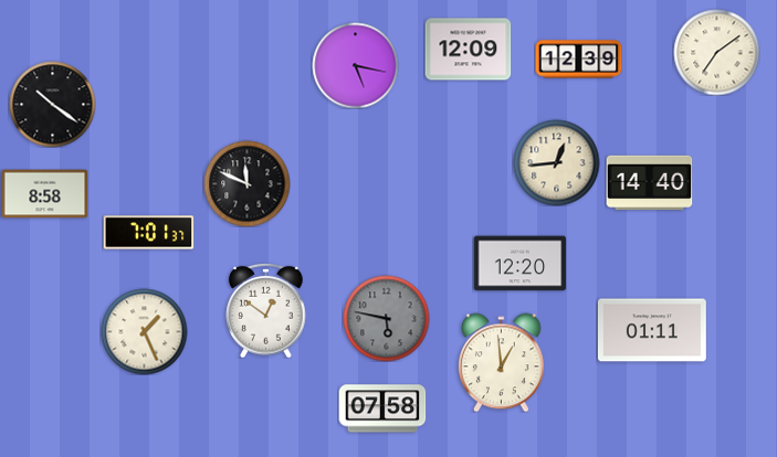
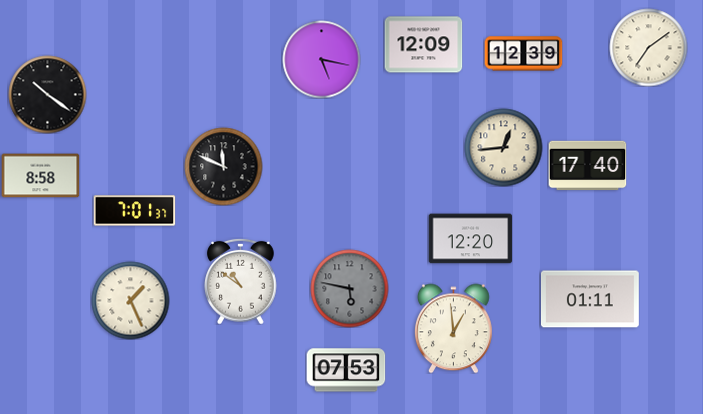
clock at (649, 183): 14:40 -> 17:40
clock at (266, 310): 12:51 -> 10:51
clock at (382, 408): 07:58 -> 07:53
